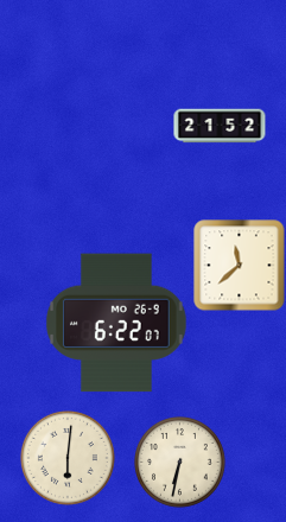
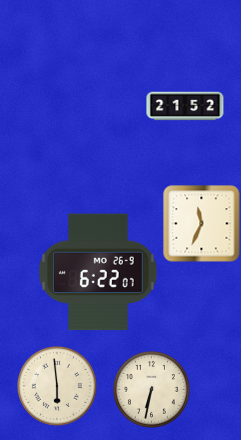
clock at (240, 266): 11:38 -> 11:34
clock at (68, 458): 6:01 -> 5:59
